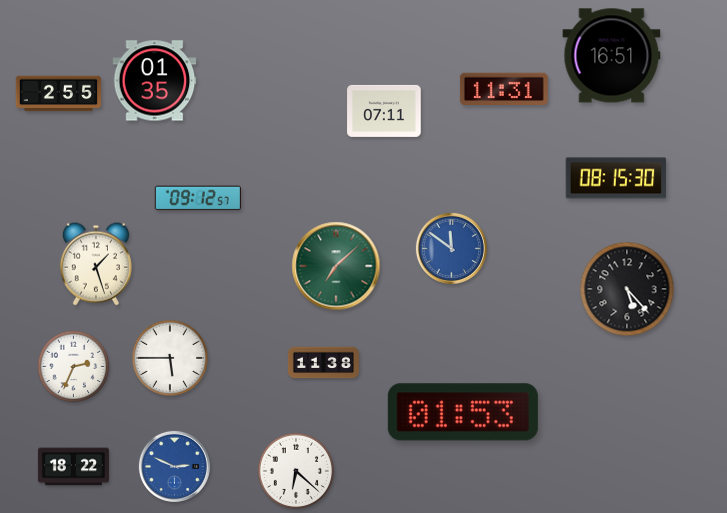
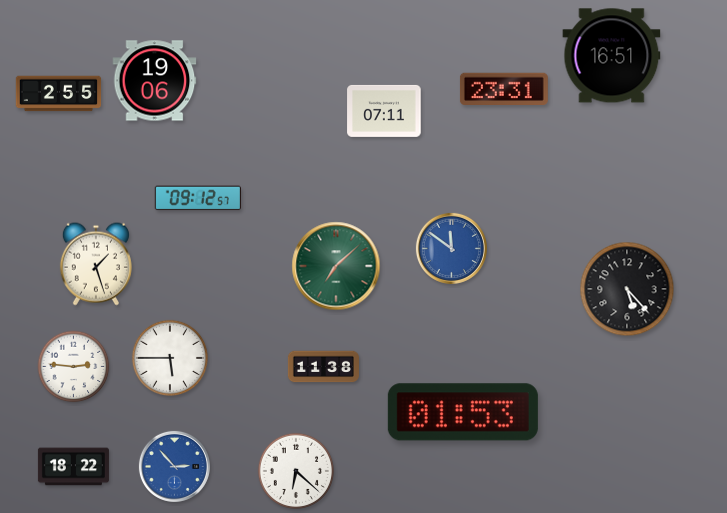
clock at (155, 81): 01:35 -> 19:06
clock at (504, 88): 11:31 -> 23:31
clock at (616, 178): 08:15 -> none
clock at (323, 363) position: (323, 363) -> (323, 367)
clock at (74, 367): 2:34 -> 2:46
clock at (174, 466): 2:49 -> 2:53
